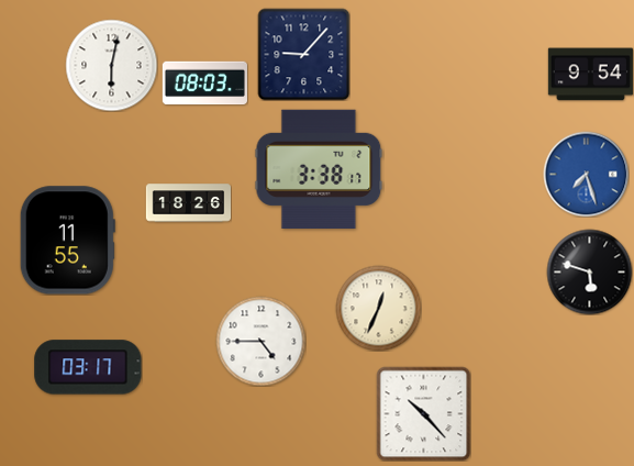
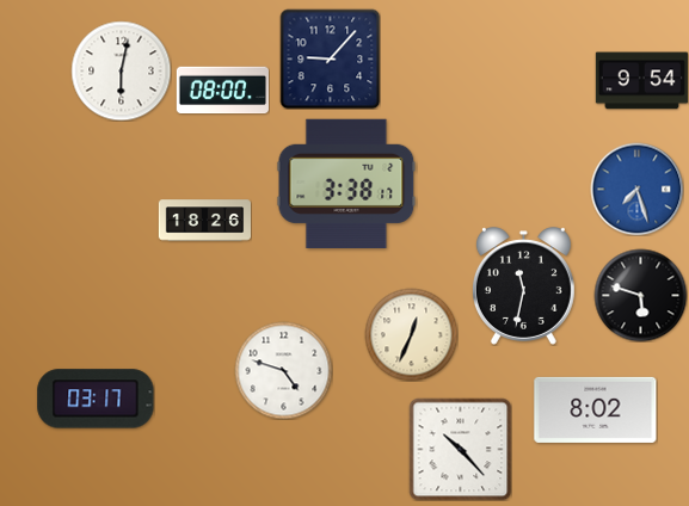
clock at (204, 84): 08:03 -> 08:00
clock at (67, 241): 11:55 -> none
clock at (523, 286): none -> 11:32
clock at (260, 341): 4:45 -> 4:48
clock at (596, 409): none -> 8:02
